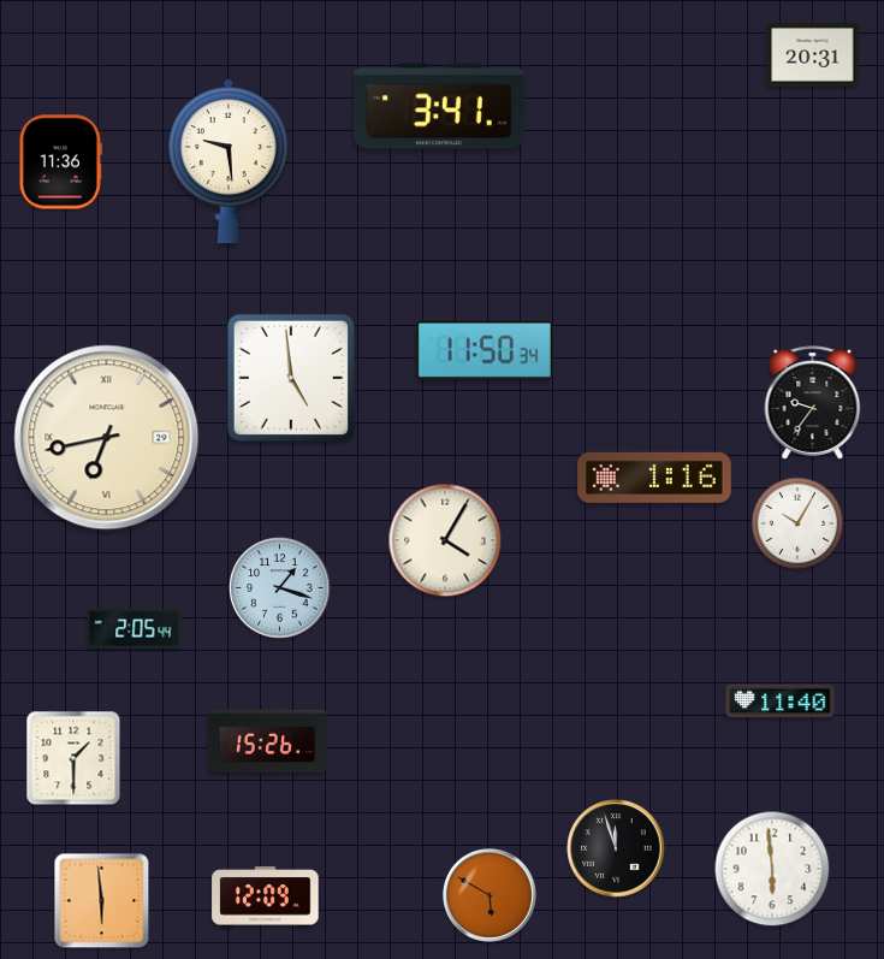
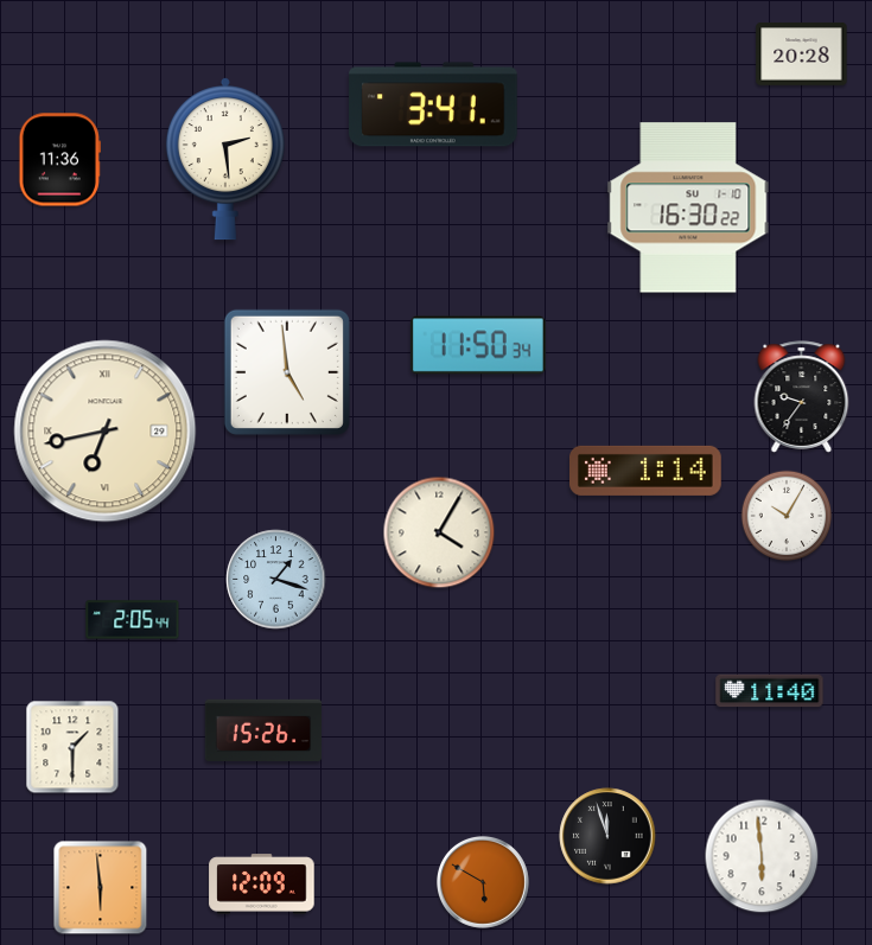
clock at (813, 55): 20:31 -> 20:28
clock at (229, 161): 9:29 -> 2:29
clock at (688, 207): none -> 16:30
clock at (655, 478): 1:16 -> 1:14
